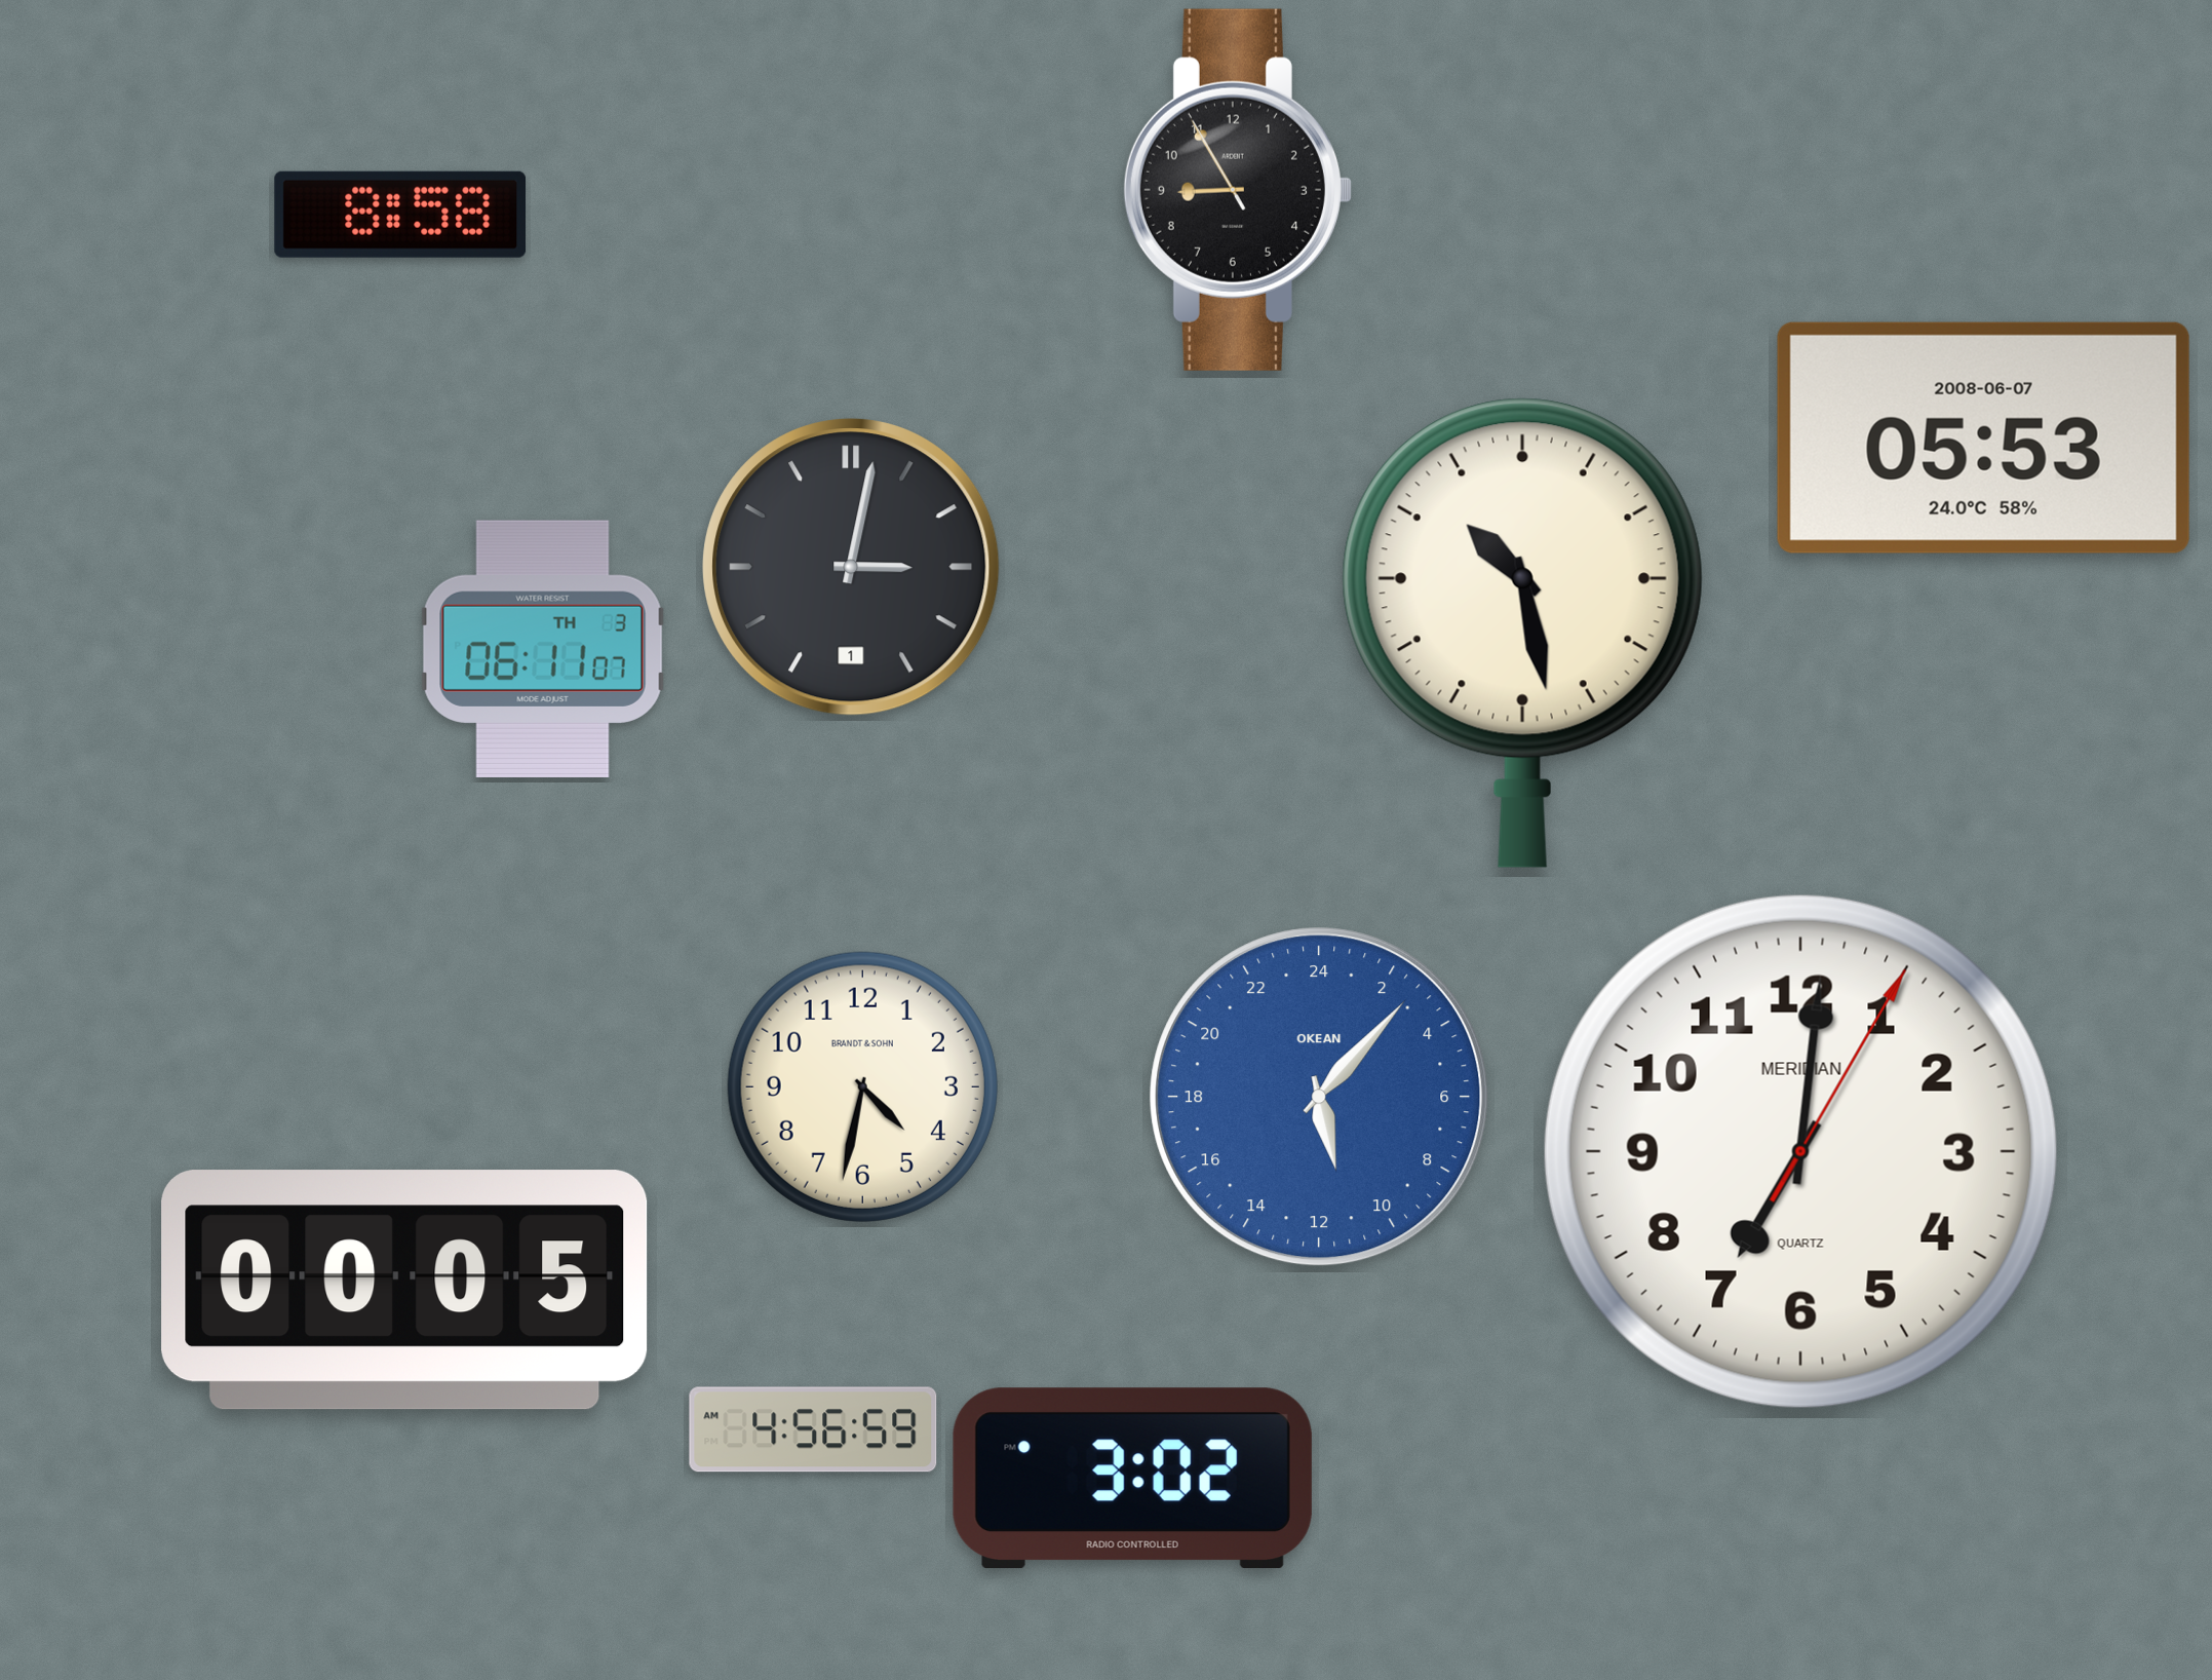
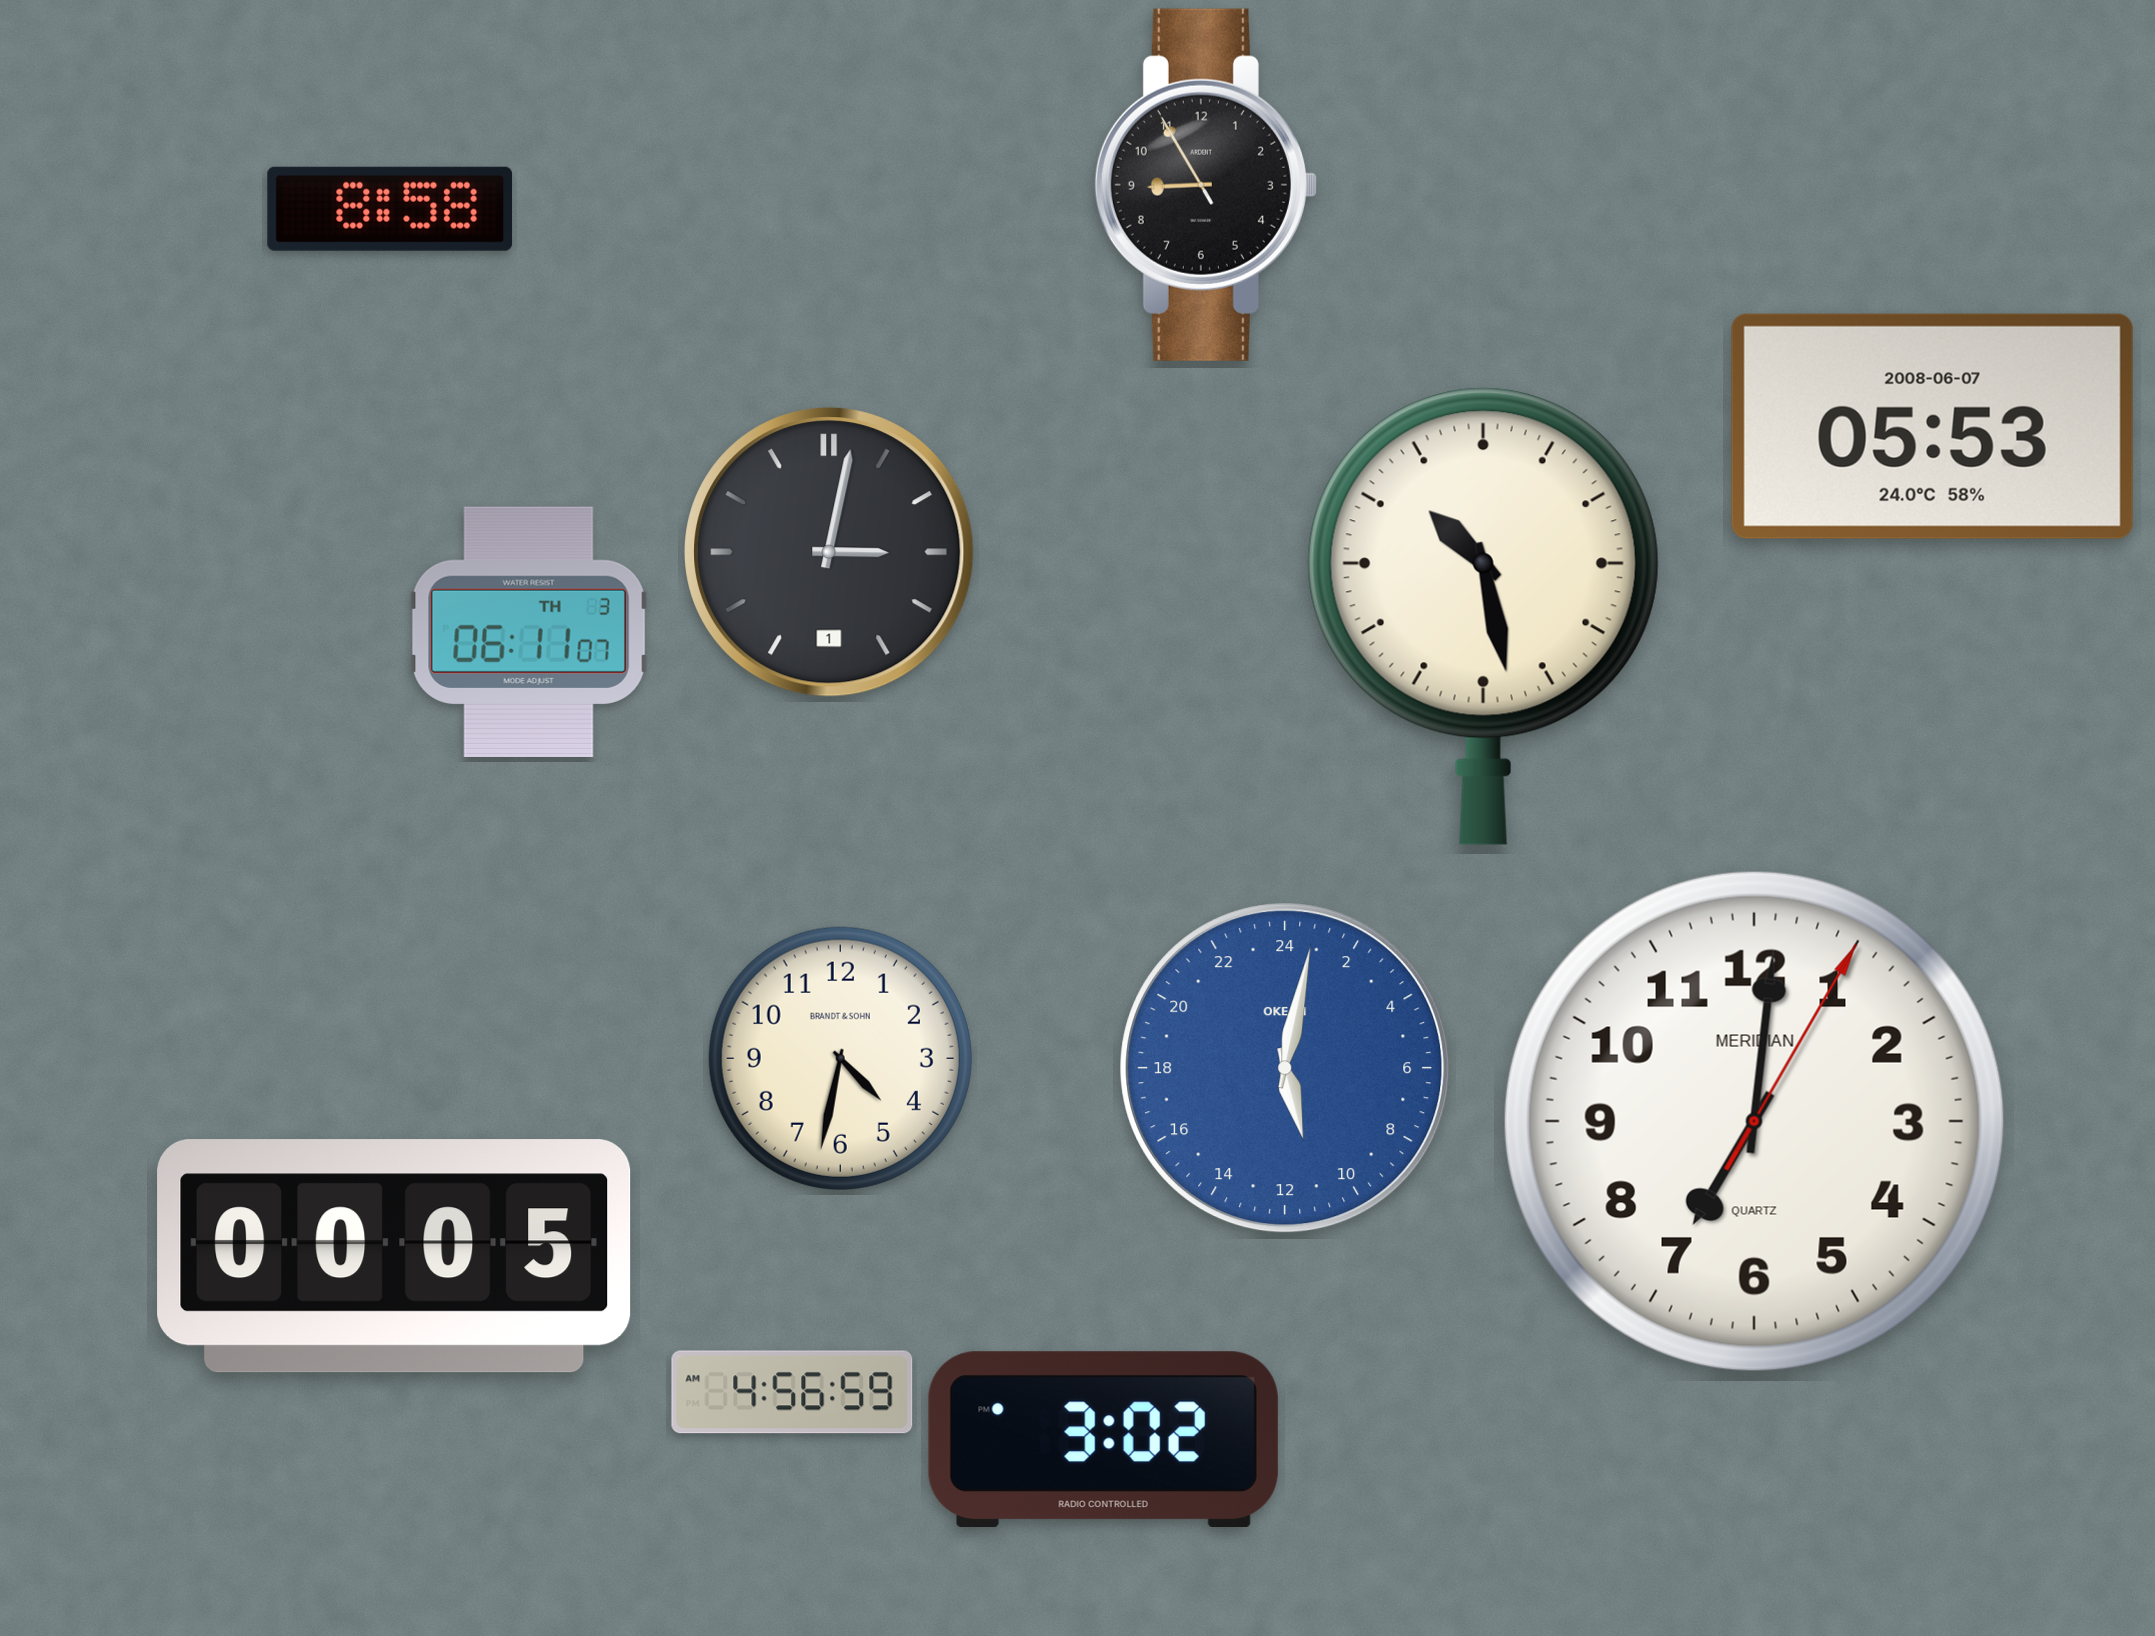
clock at (1319, 1097): 11:07 -> 11:02
